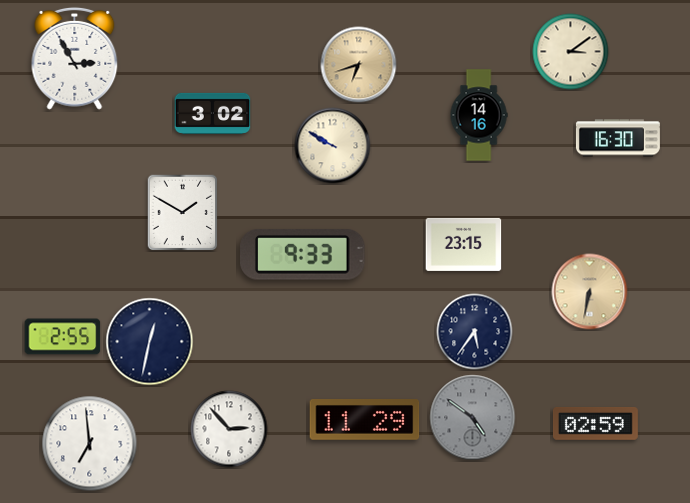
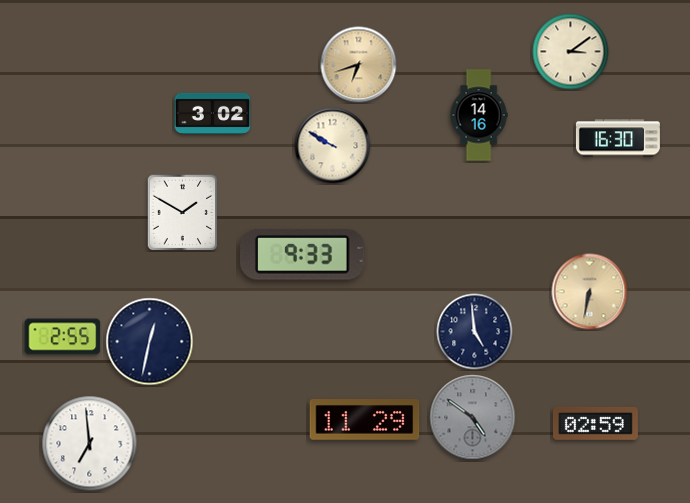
clock at (75, 58): 2:55 -> none
clock at (464, 244): 23:15 -> none
clock at (475, 332): 5:36 -> 4:59
clock at (229, 429): 2:53 -> none
